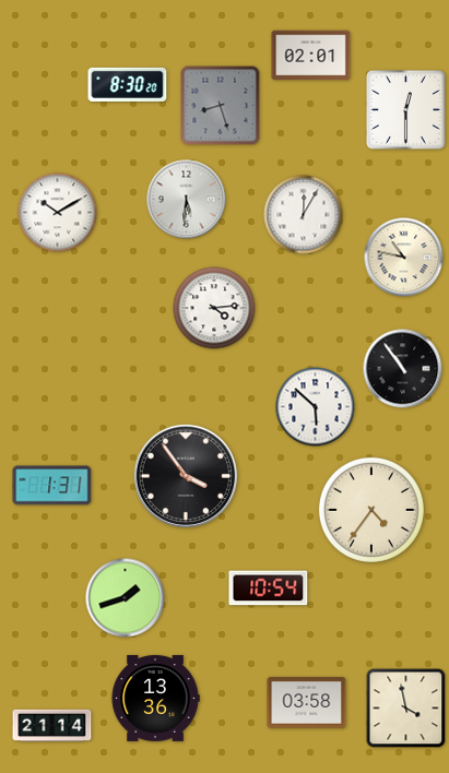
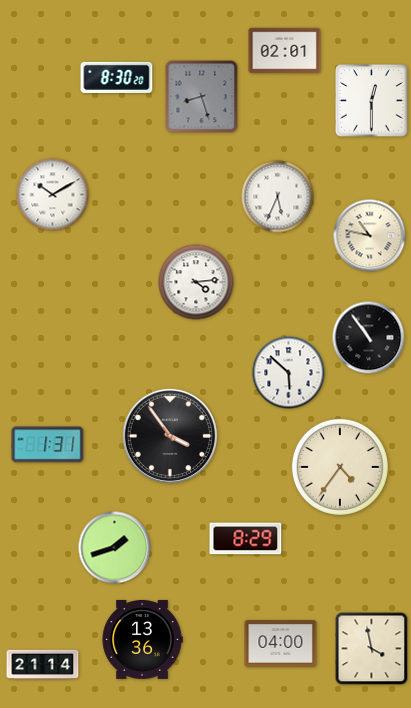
clock at (187, 200): 5:31 -> none
clock at (304, 215): 12:05 -> 5:34
clock at (269, 588): 10:54 -> 8:29
clock at (307, 703): 03:58 -> 04:00
clock at (52, 726) position: (52, 726) -> (43, 665)
